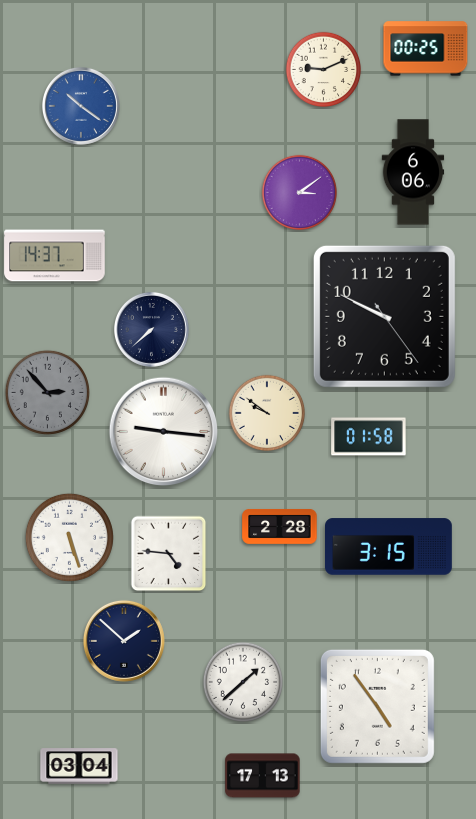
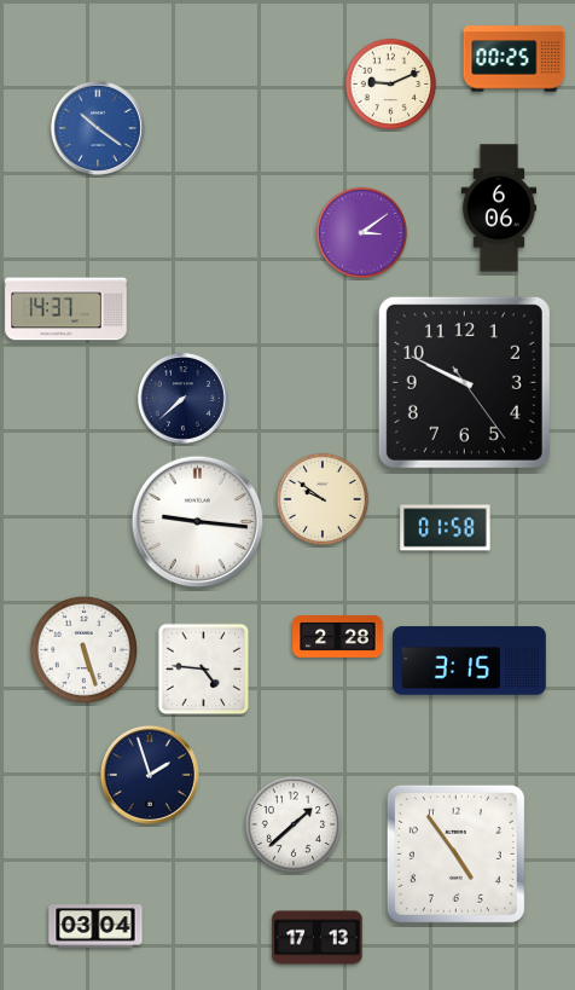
clock at (47, 392): 2:53 -> none
clock at (124, 641): 1:52 -> 1:57
